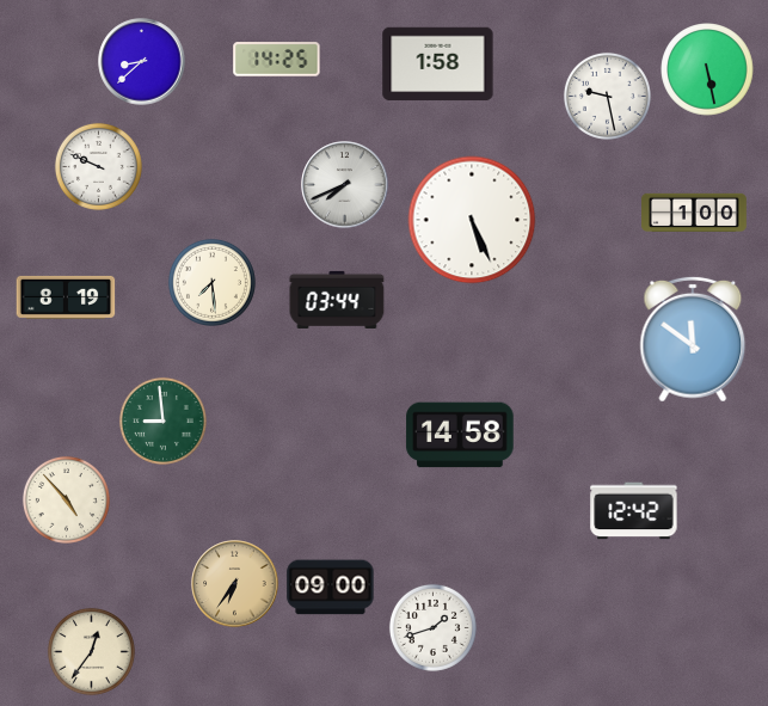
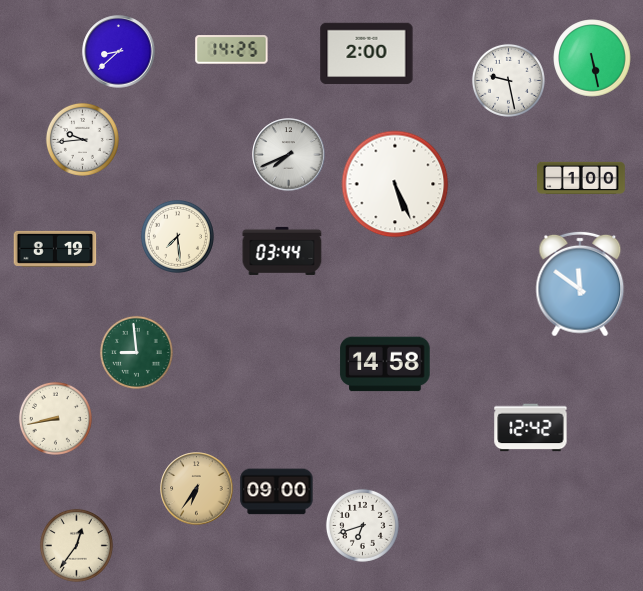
clock at (438, 65): 1:58 -> 2:00
clock at (98, 166): 9:49 -> 9:44
clock at (66, 499): 4:53 -> 8:43
clock at (432, 627): 1:42 -> 6:42
